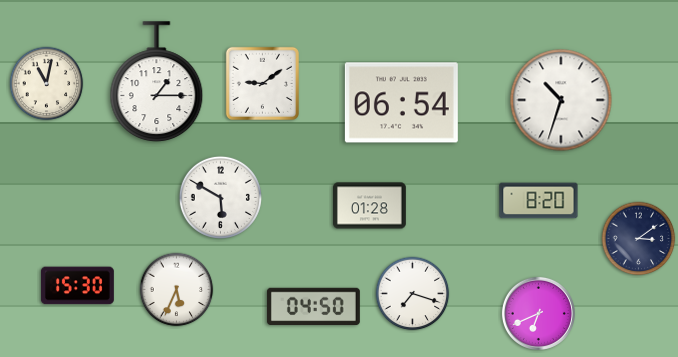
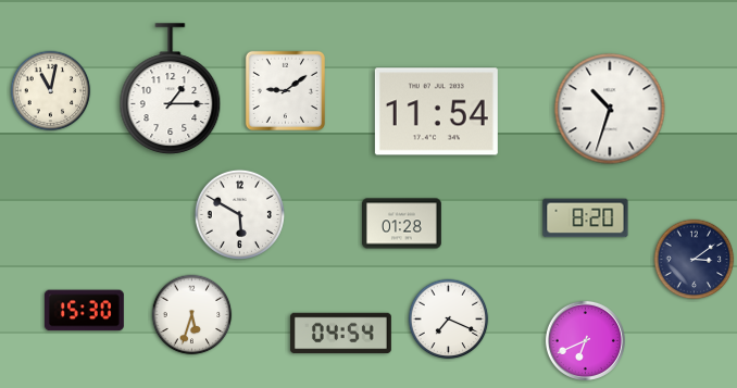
clock at (401, 103): 06:54 -> 11:54
clock at (177, 290): 5:34 -> 5:33
clock at (413, 294): 7:18 -> 7:19
clock at (313, 307): 04:50 -> 04:54
